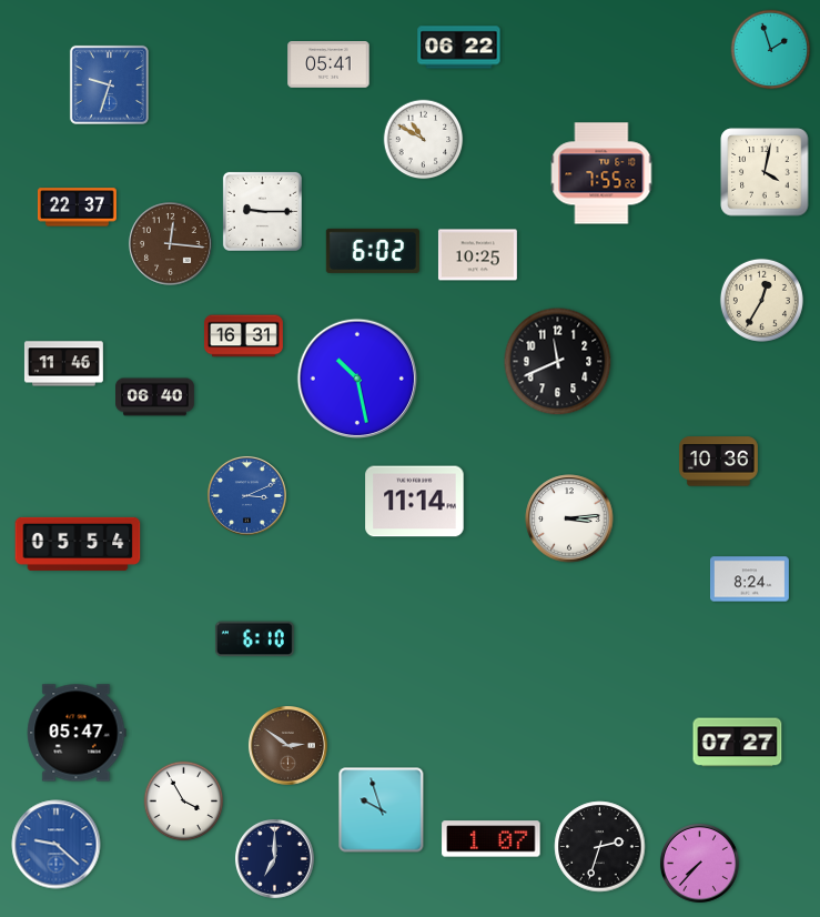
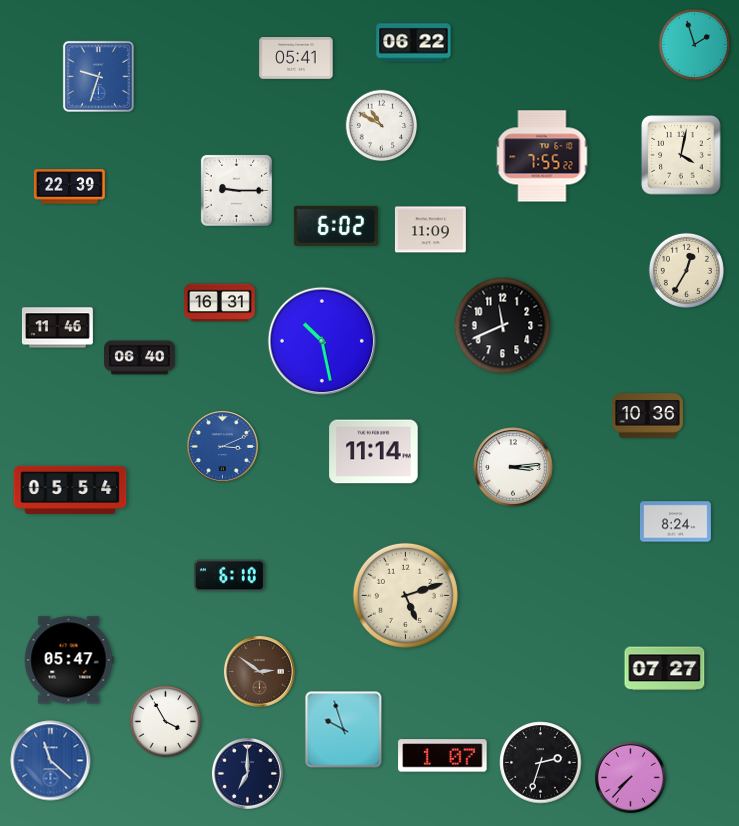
clock at (765, 172) position: (765, 172) -> (681, 155)
clock at (77, 208): 22:37 -> 22:39
clock at (171, 244): 12:16 -> none
clock at (477, 255): 10:25 -> 11:09
clock at (405, 595): none -> 5:12
clock at (57, 845): 9:22 -> 11:22
